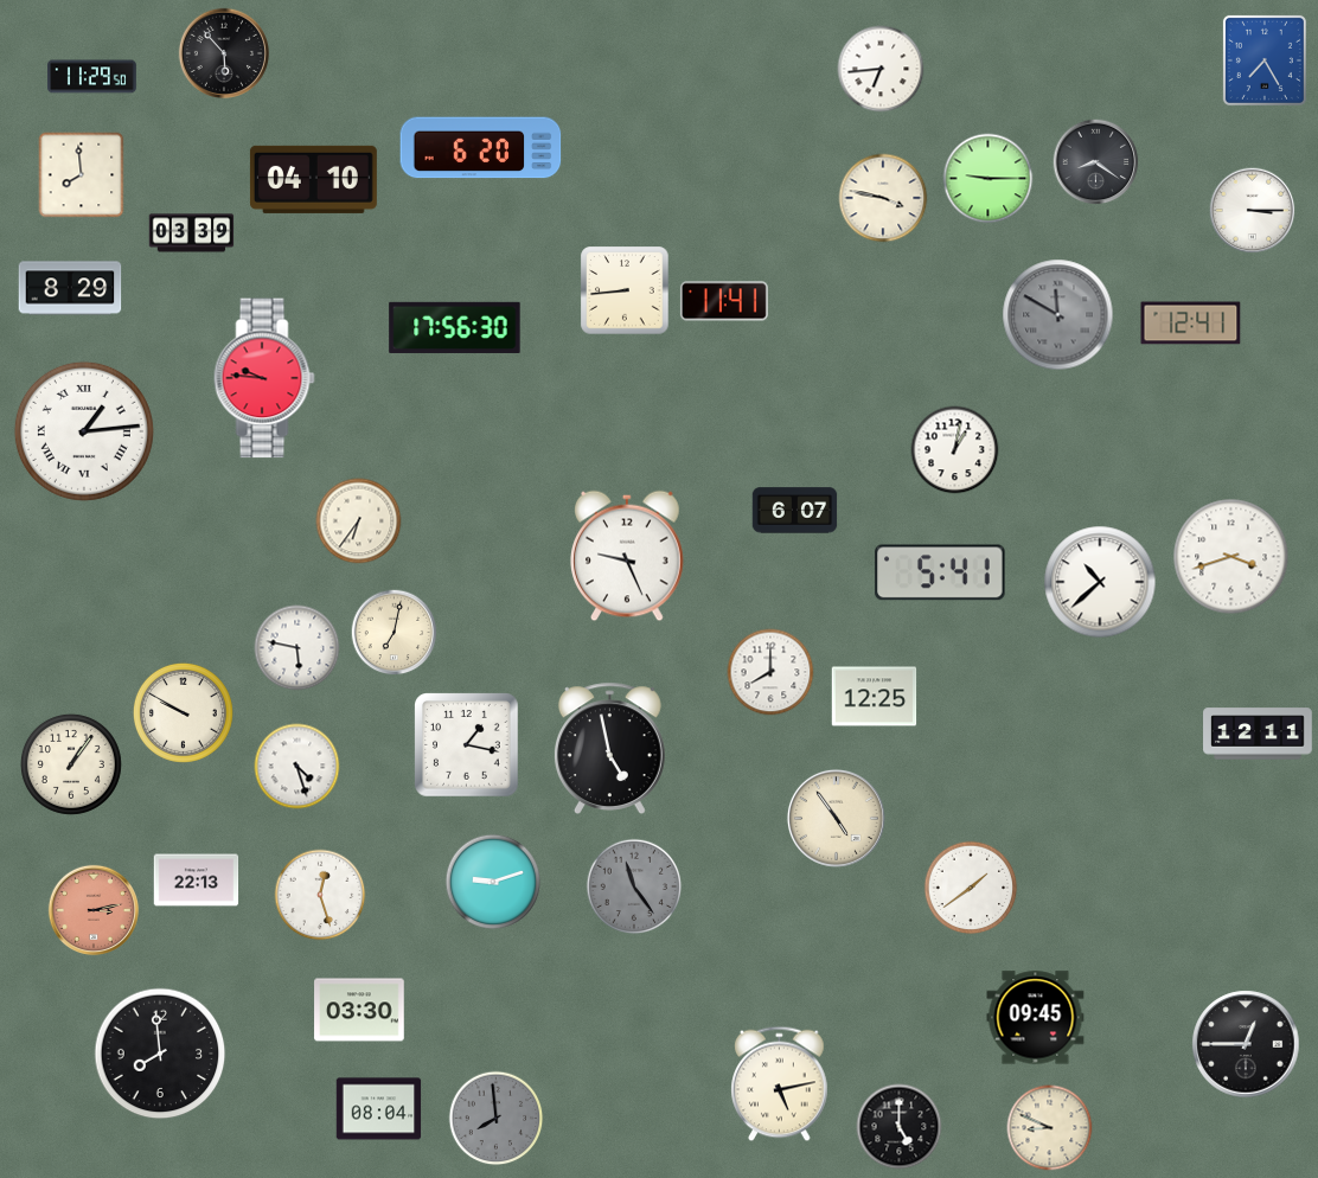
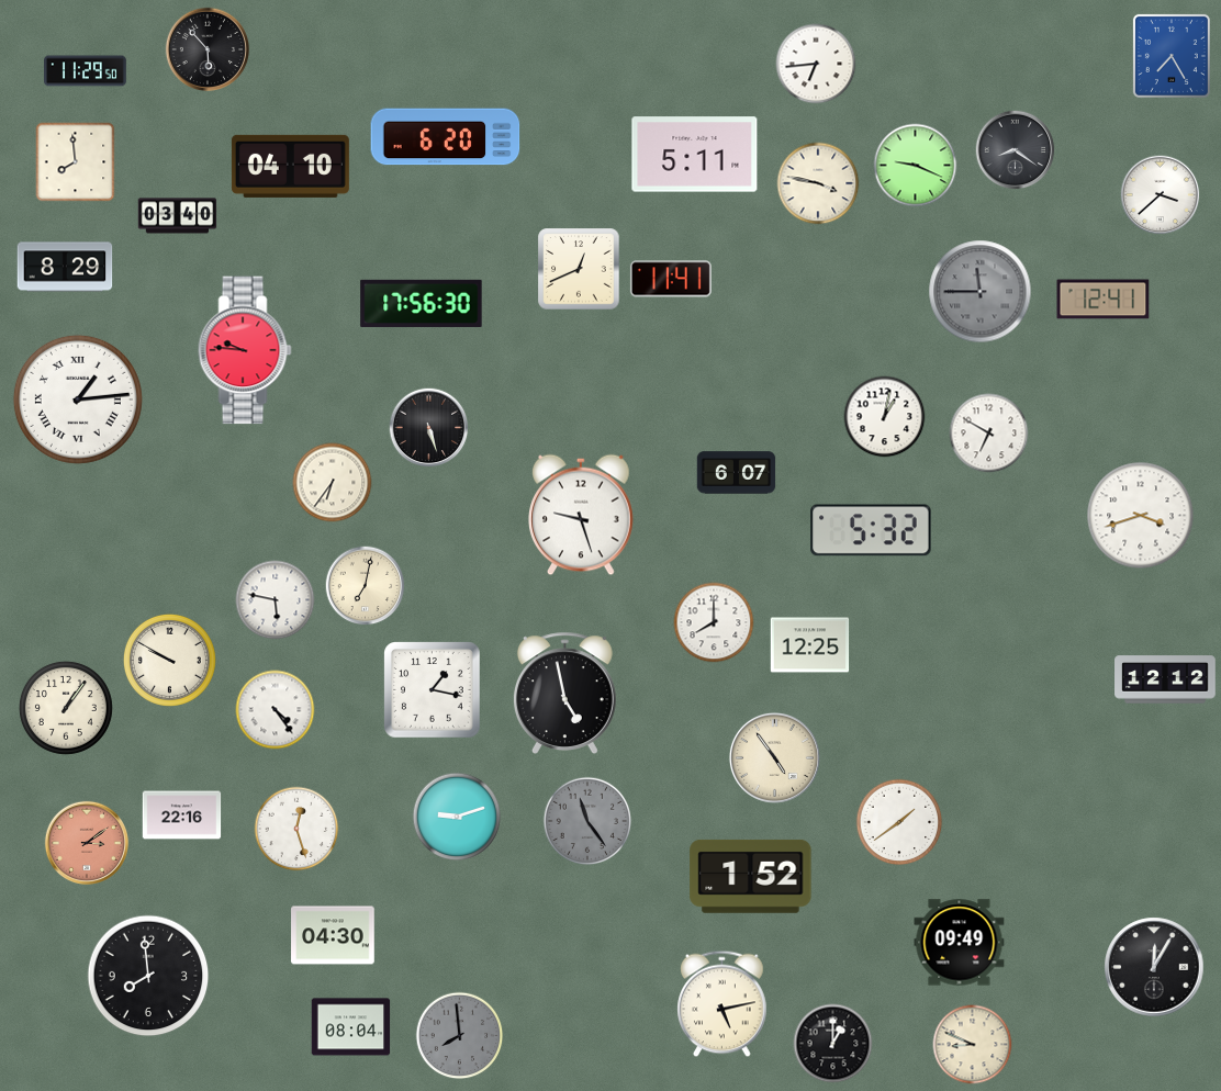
clock at (695, 155): none -> 5:11
clock at (988, 179): 9:15 -> 9:19
clock at (1253, 211): 3:15 -> 3:38
clock at (192, 233): 03:39 -> 03:40
clock at (625, 290): 8:44 -> 12:41
clock at (1058, 315): 11:50 -> 11:45
clock at (429, 428): none -> 5:27
clock at (989, 434): none -> 6:50
clock at (627, 556): 9:26 -> 9:27
clock at (940, 572): 5:41 -> 5:32
clock at (1100, 582): 10:38 -> none
clock at (1258, 734): 12:11 -> 12:12
clock at (297, 767): 4:27 -> 4:24
clock at (197, 881): 22:13 -> 22:16
clock at (92, 909): 3:13 -> 3:09
clock at (751, 876): none -> 1:52
clock at (359, 1010): 03:30 -> 04:30
clock at (1036, 1018): 09:45 -> 09:49
clock at (1246, 1044): 12:45 -> 12:05
clock at (900, 1127): 5:00 -> 1:00
